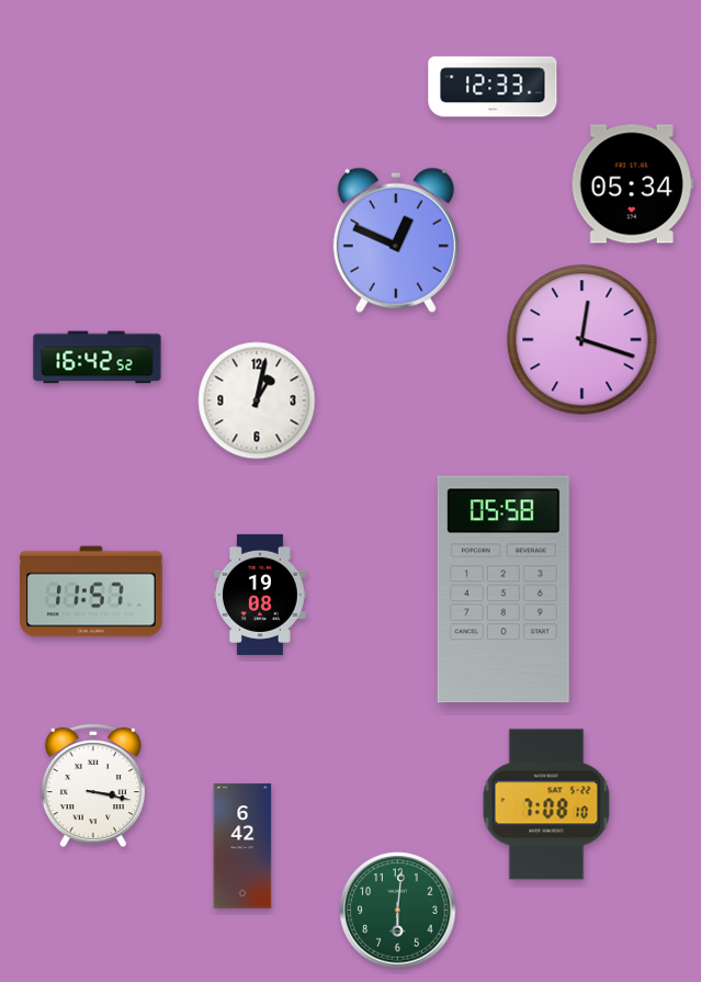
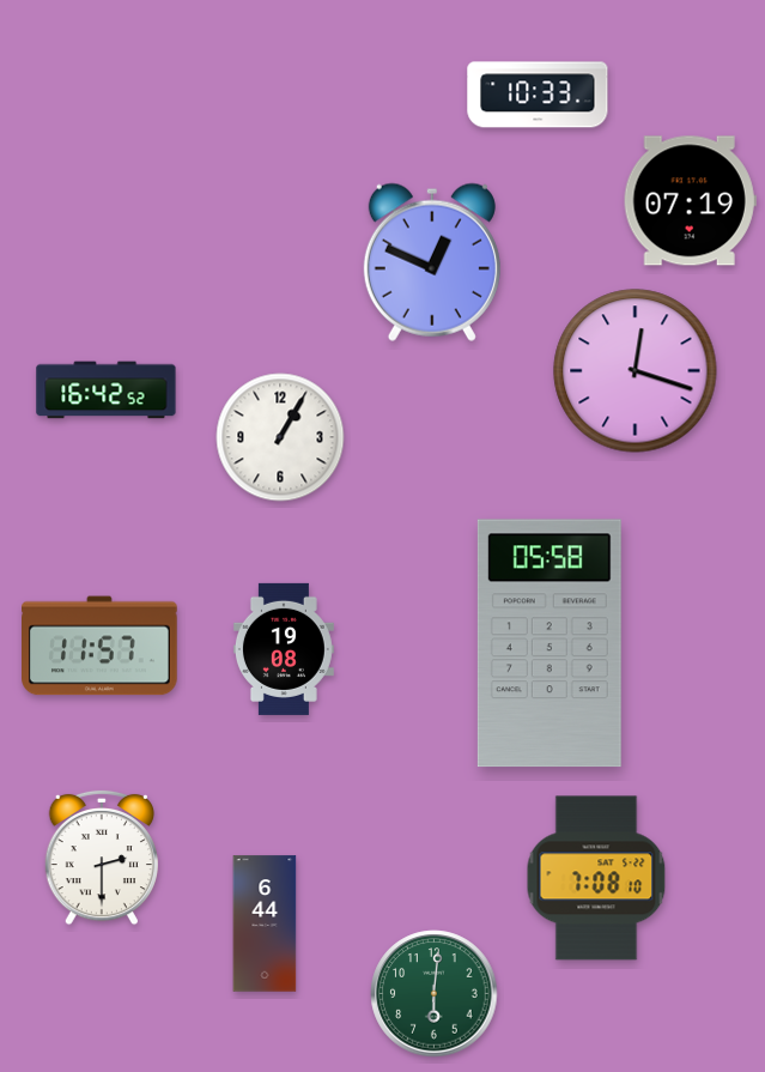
clock at (493, 87): 12:33 -> 10:33
clock at (632, 184): 05:34 -> 07:19
clock at (257, 400): 1:02 -> 1:05
clock at (92, 786): 3:17 -> 2:30
clock at (242, 846): 6:42 -> 6:44
